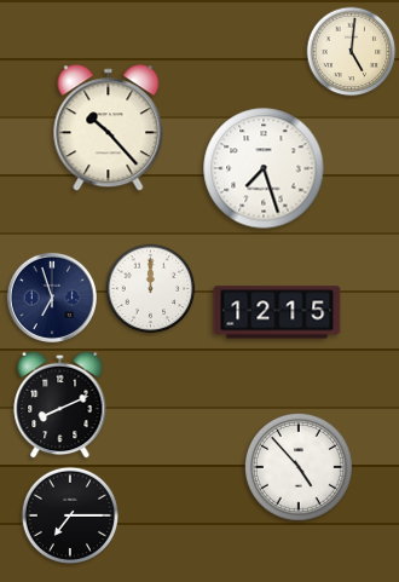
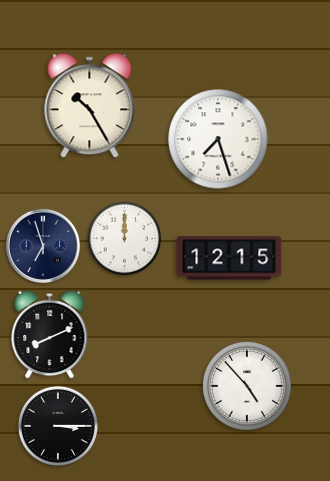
clock at (352, 52): 5:01 -> none
clock at (109, 128): 10:23 -> 10:25
clock at (69, 514): 7:15 -> 3:15
